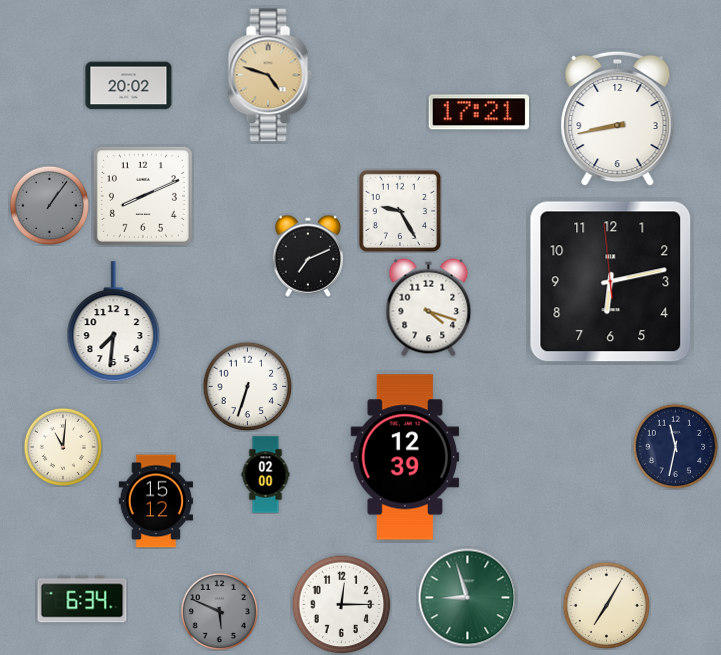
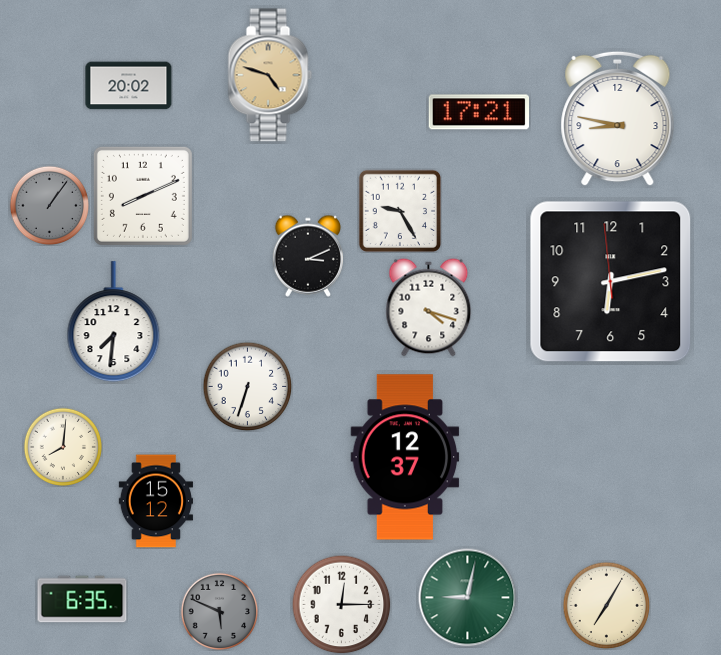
clock at (618, 119): 8:43 -> 8:47
clock at (307, 256): 7:11 -> 3:11
clock at (62, 446): 11:01 -> 8:01
clock at (675, 446): 11:32 -> none
clock at (405, 457): 12:39 -> 12:37
clock at (266, 475): 02:00 -> none
clock at (468, 598): 8:57 -> 9:02
clock at (82, 599): 6:34 -> 6:35
